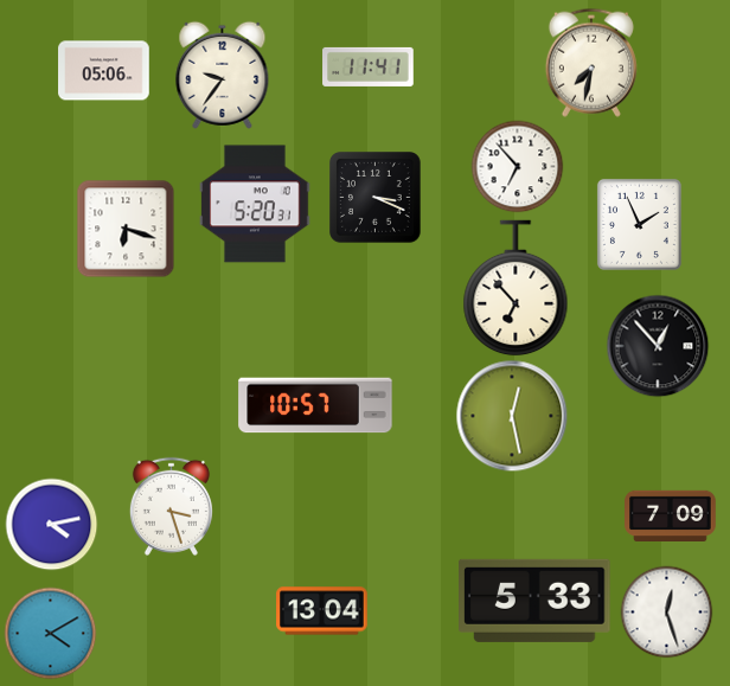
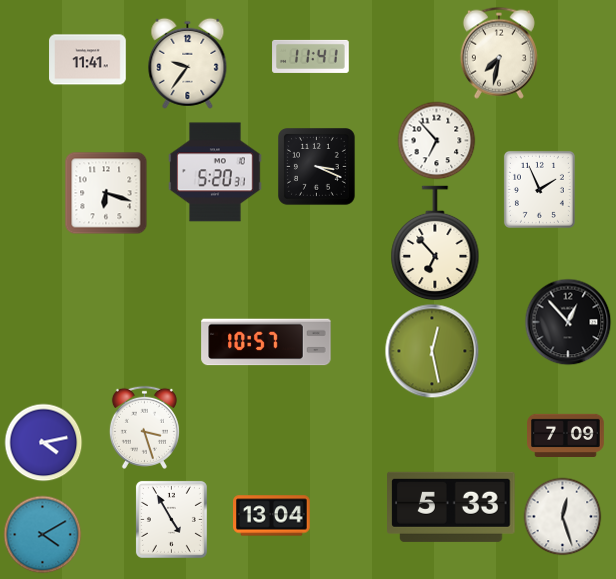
clock at (104, 71): 05:06 -> 11:41
clock at (658, 346) position: (658, 346) -> (568, 322)
clock at (171, 519): none -> 4:55
